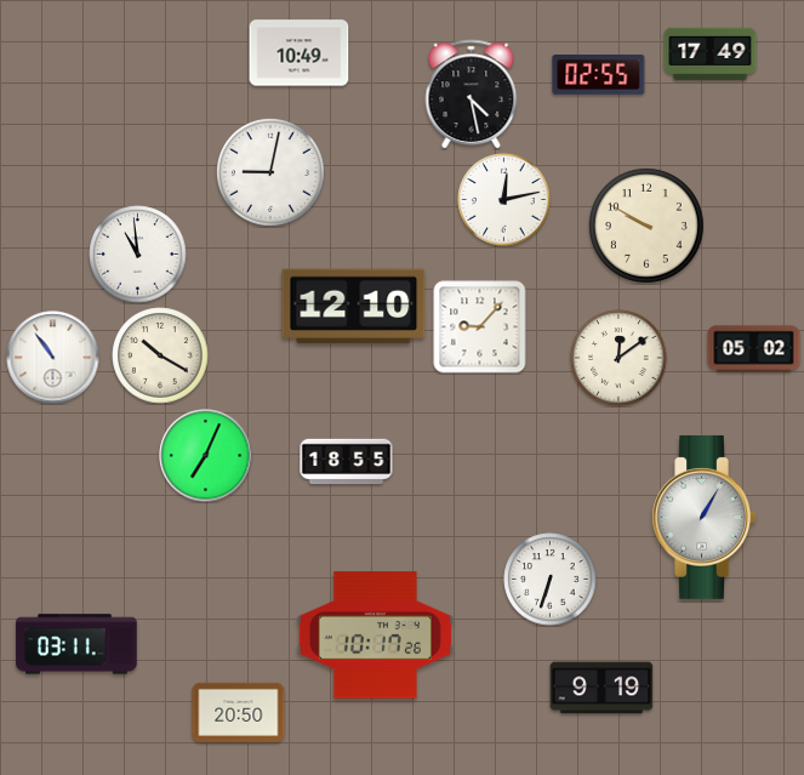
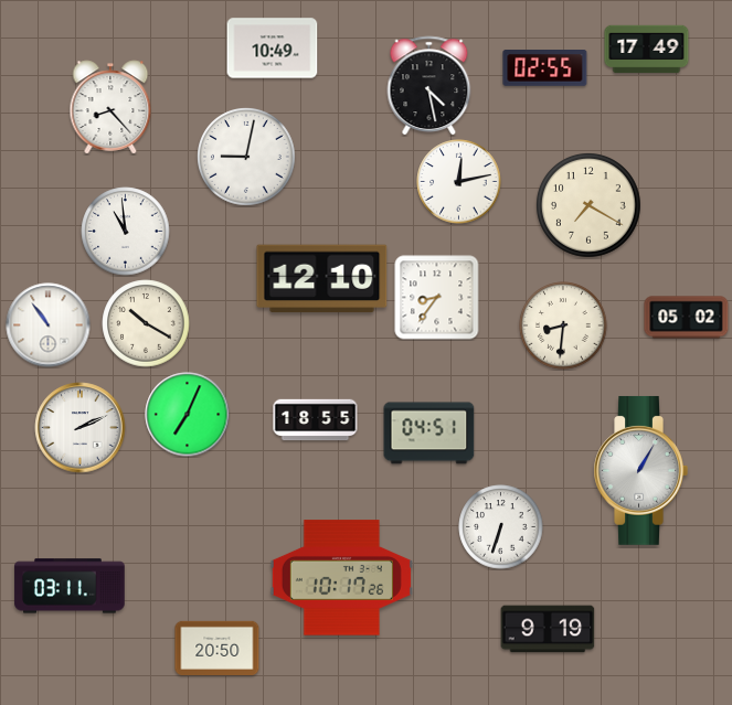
clock at (110, 107): none -> 8:23
clock at (648, 227): 9:50 -> 7:20
clock at (480, 327): 9:07 -> 8:36
clock at (618, 358): 12:09 -> 8:31
clock at (81, 428): none -> 2:11
clock at (429, 434): none -> 04:51
clock at (601, 688) position: (601, 688) -> (548, 629)
